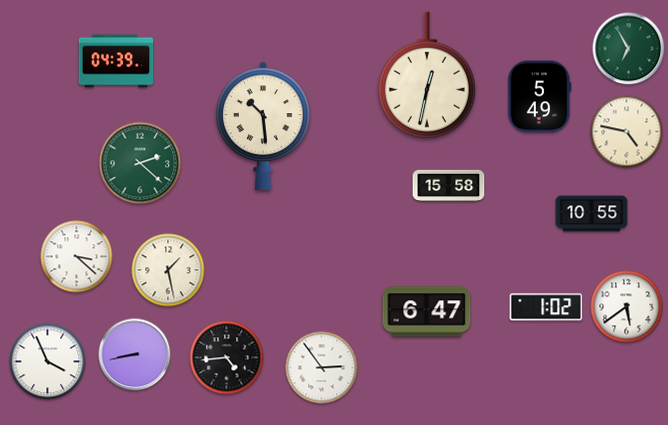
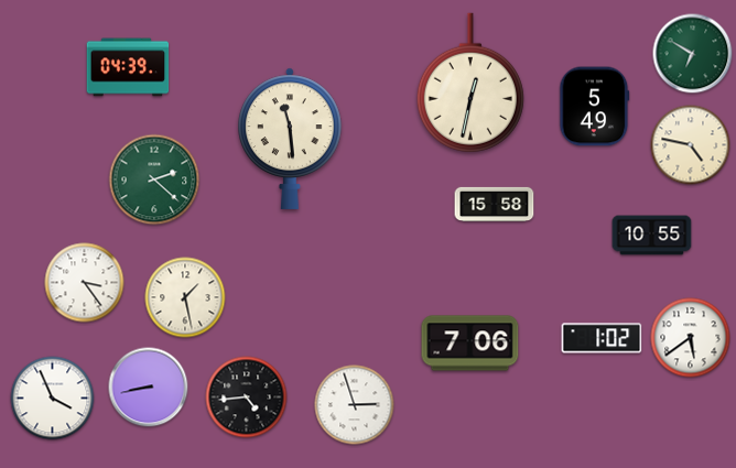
clock at (629, 49): 6:55 -> 6:50
clock at (263, 126): 10:29 -> 11:29
clock at (77, 257): 3:22 -> 3:24
clock at (427, 312): 6:47 -> 7:06
clock at (135, 355) position: (135, 355) -> (149, 388)
clock at (227, 358) position: (227, 358) -> (247, 398)
clock at (322, 368): 2:54 -> 2:57
